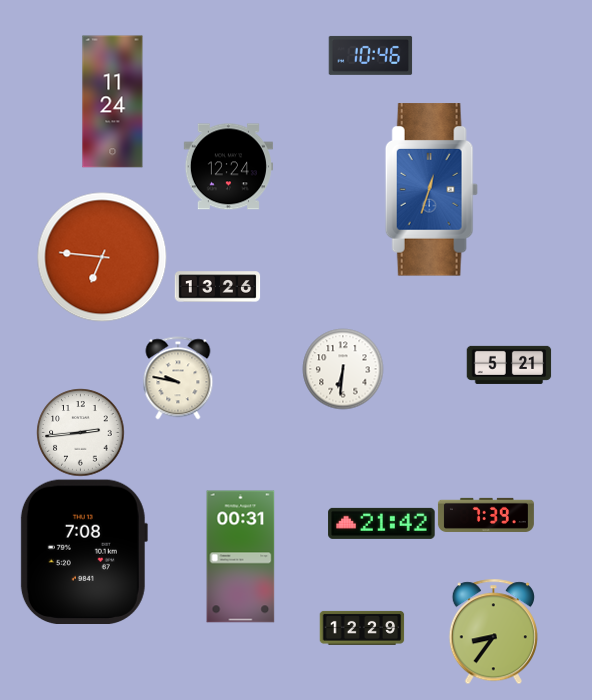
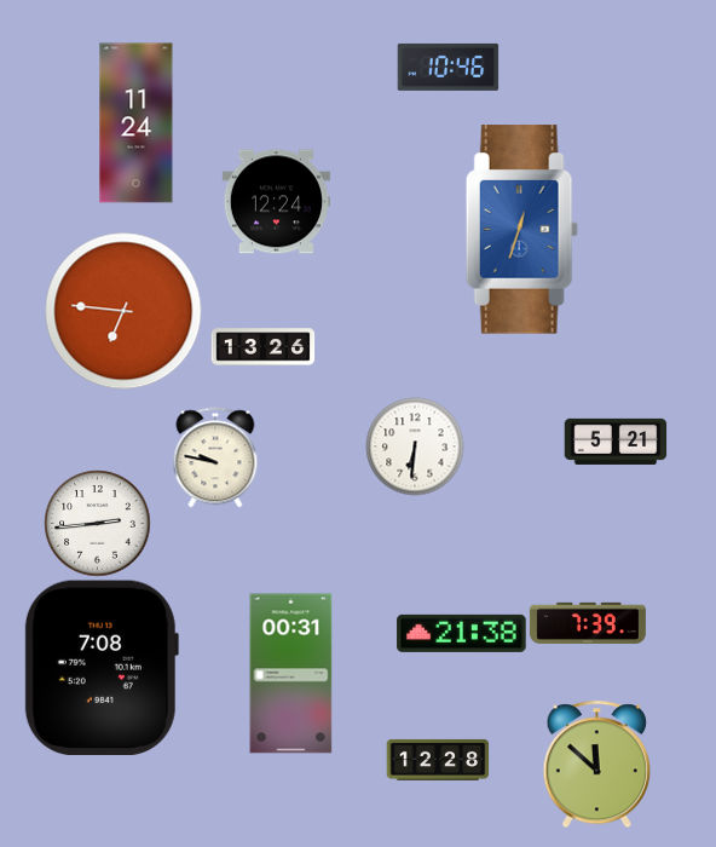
clock at (382, 523): 21:42 -> 21:38
clock at (362, 628): 12:29 -> 12:28
clock at (493, 631): 8:36 -> 11:52
